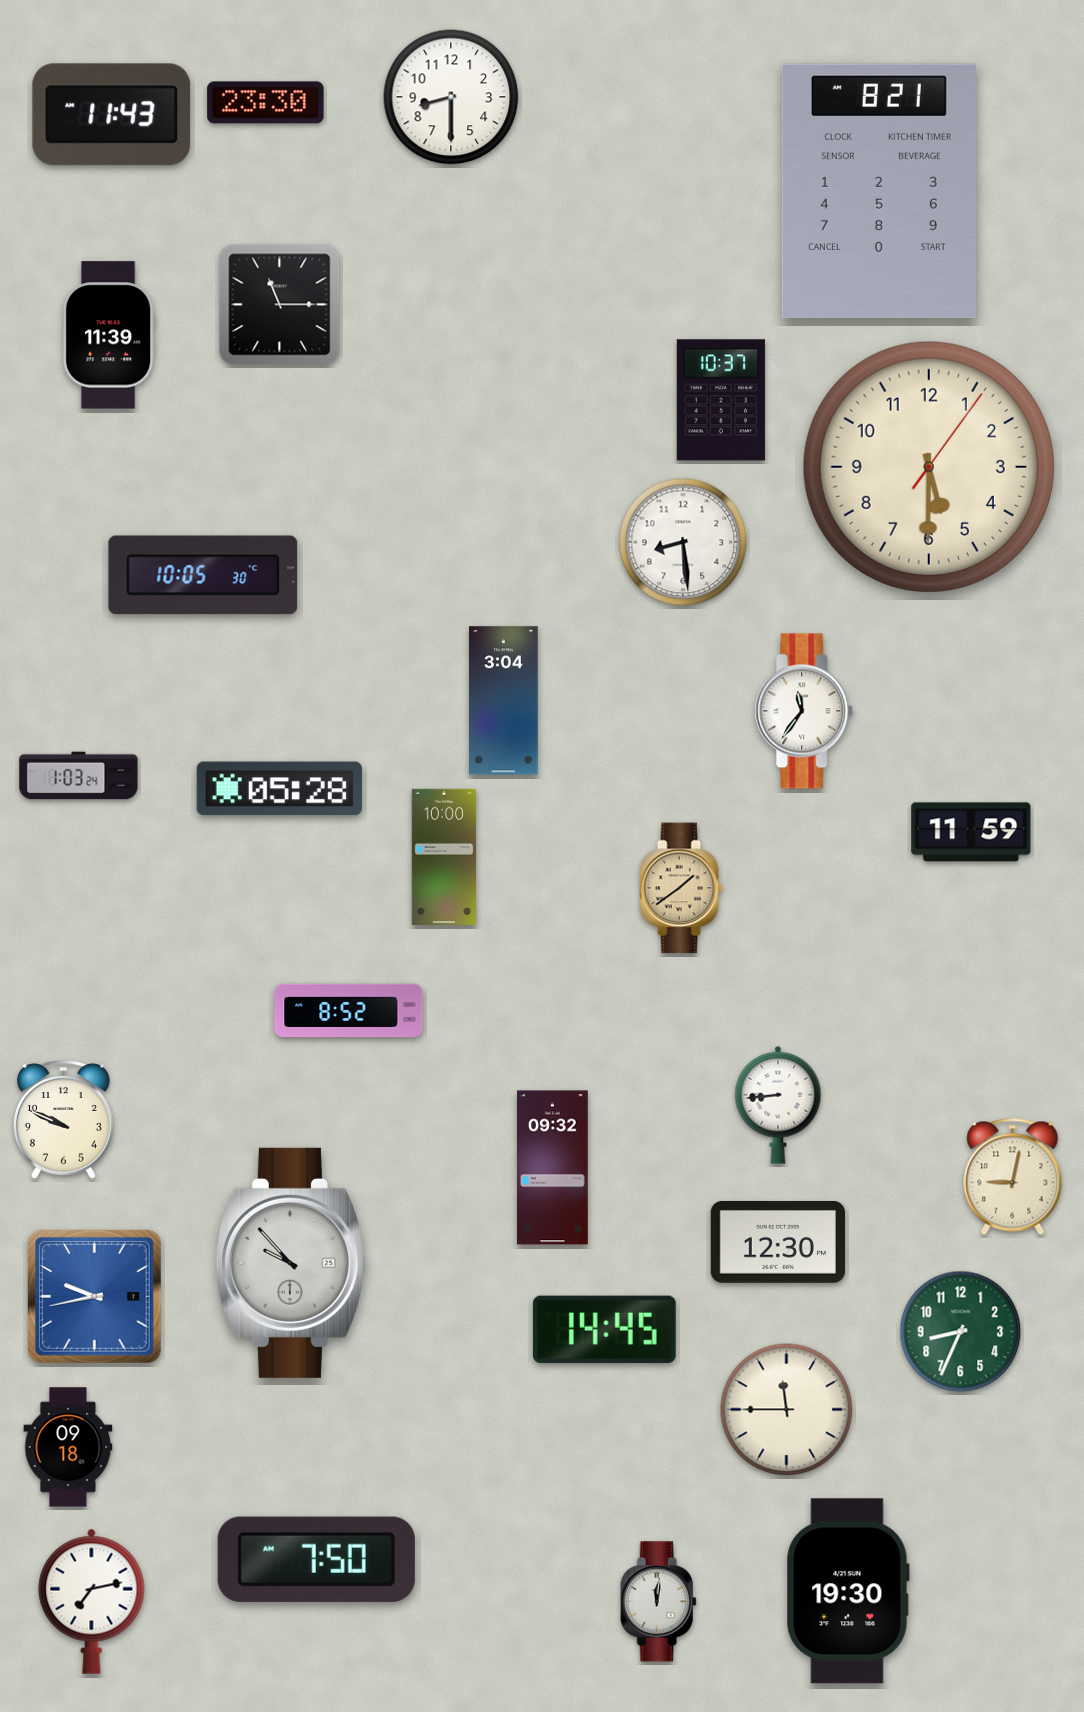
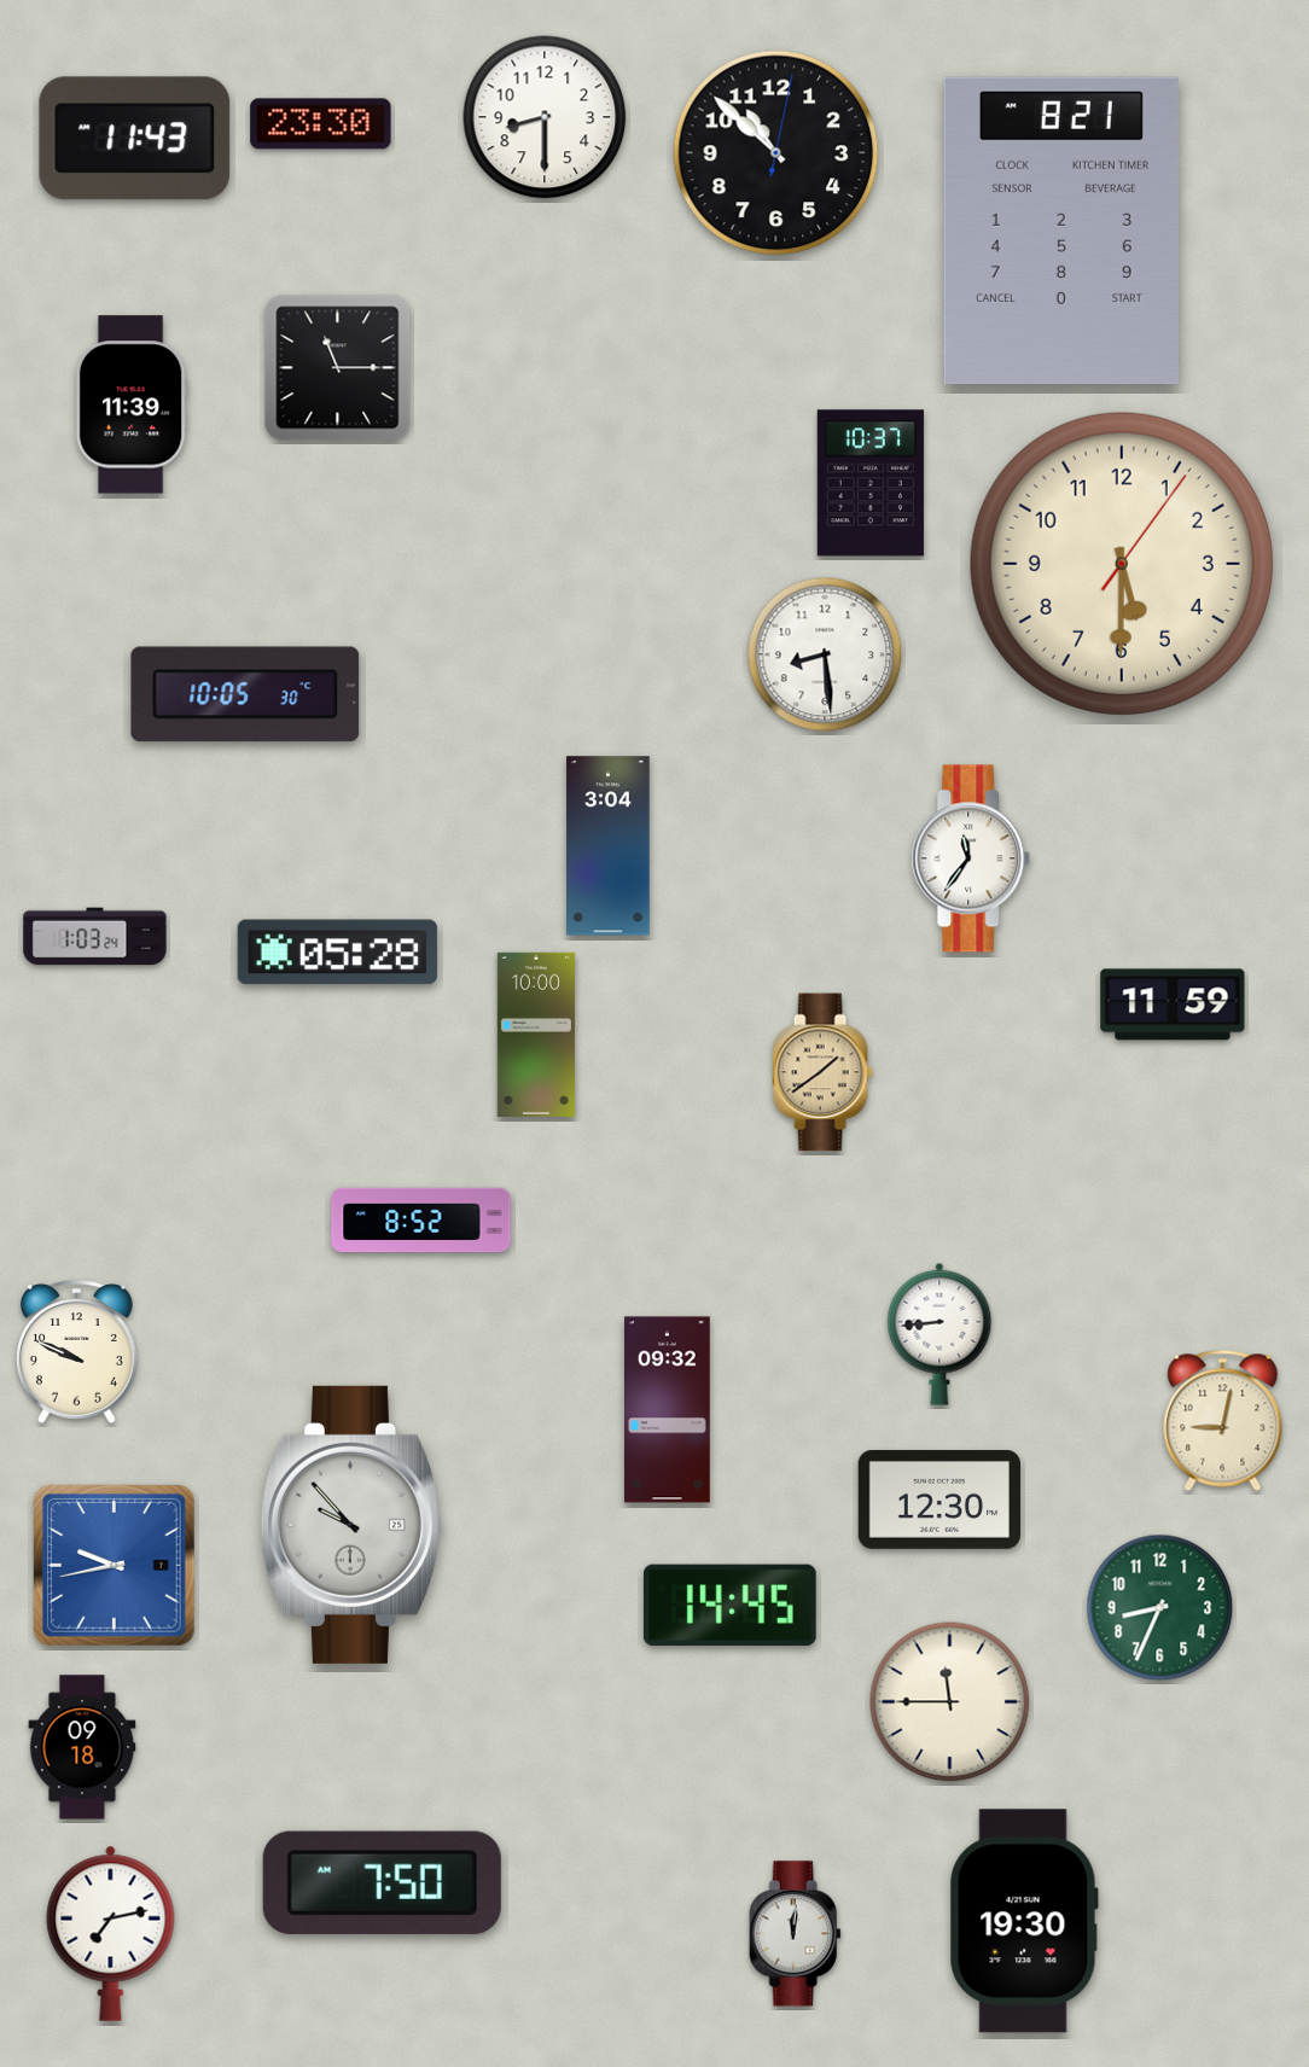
clock at (776, 153): none -> 10:52
